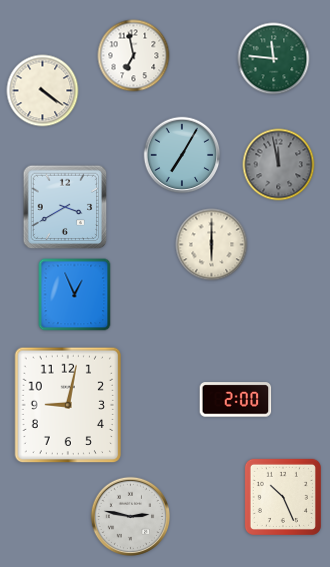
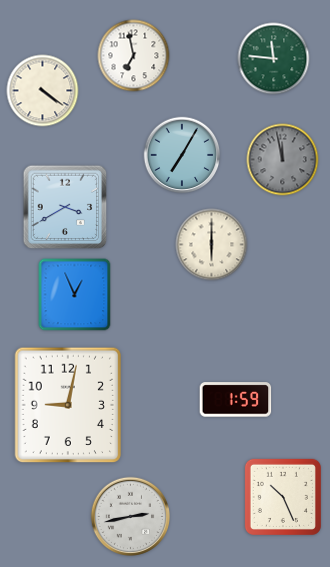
clock at (279, 165) position: (279, 165) -> (283, 160)
clock at (236, 400): 2:00 -> 1:59
clock at (131, 517): 2:47 -> 2:43
